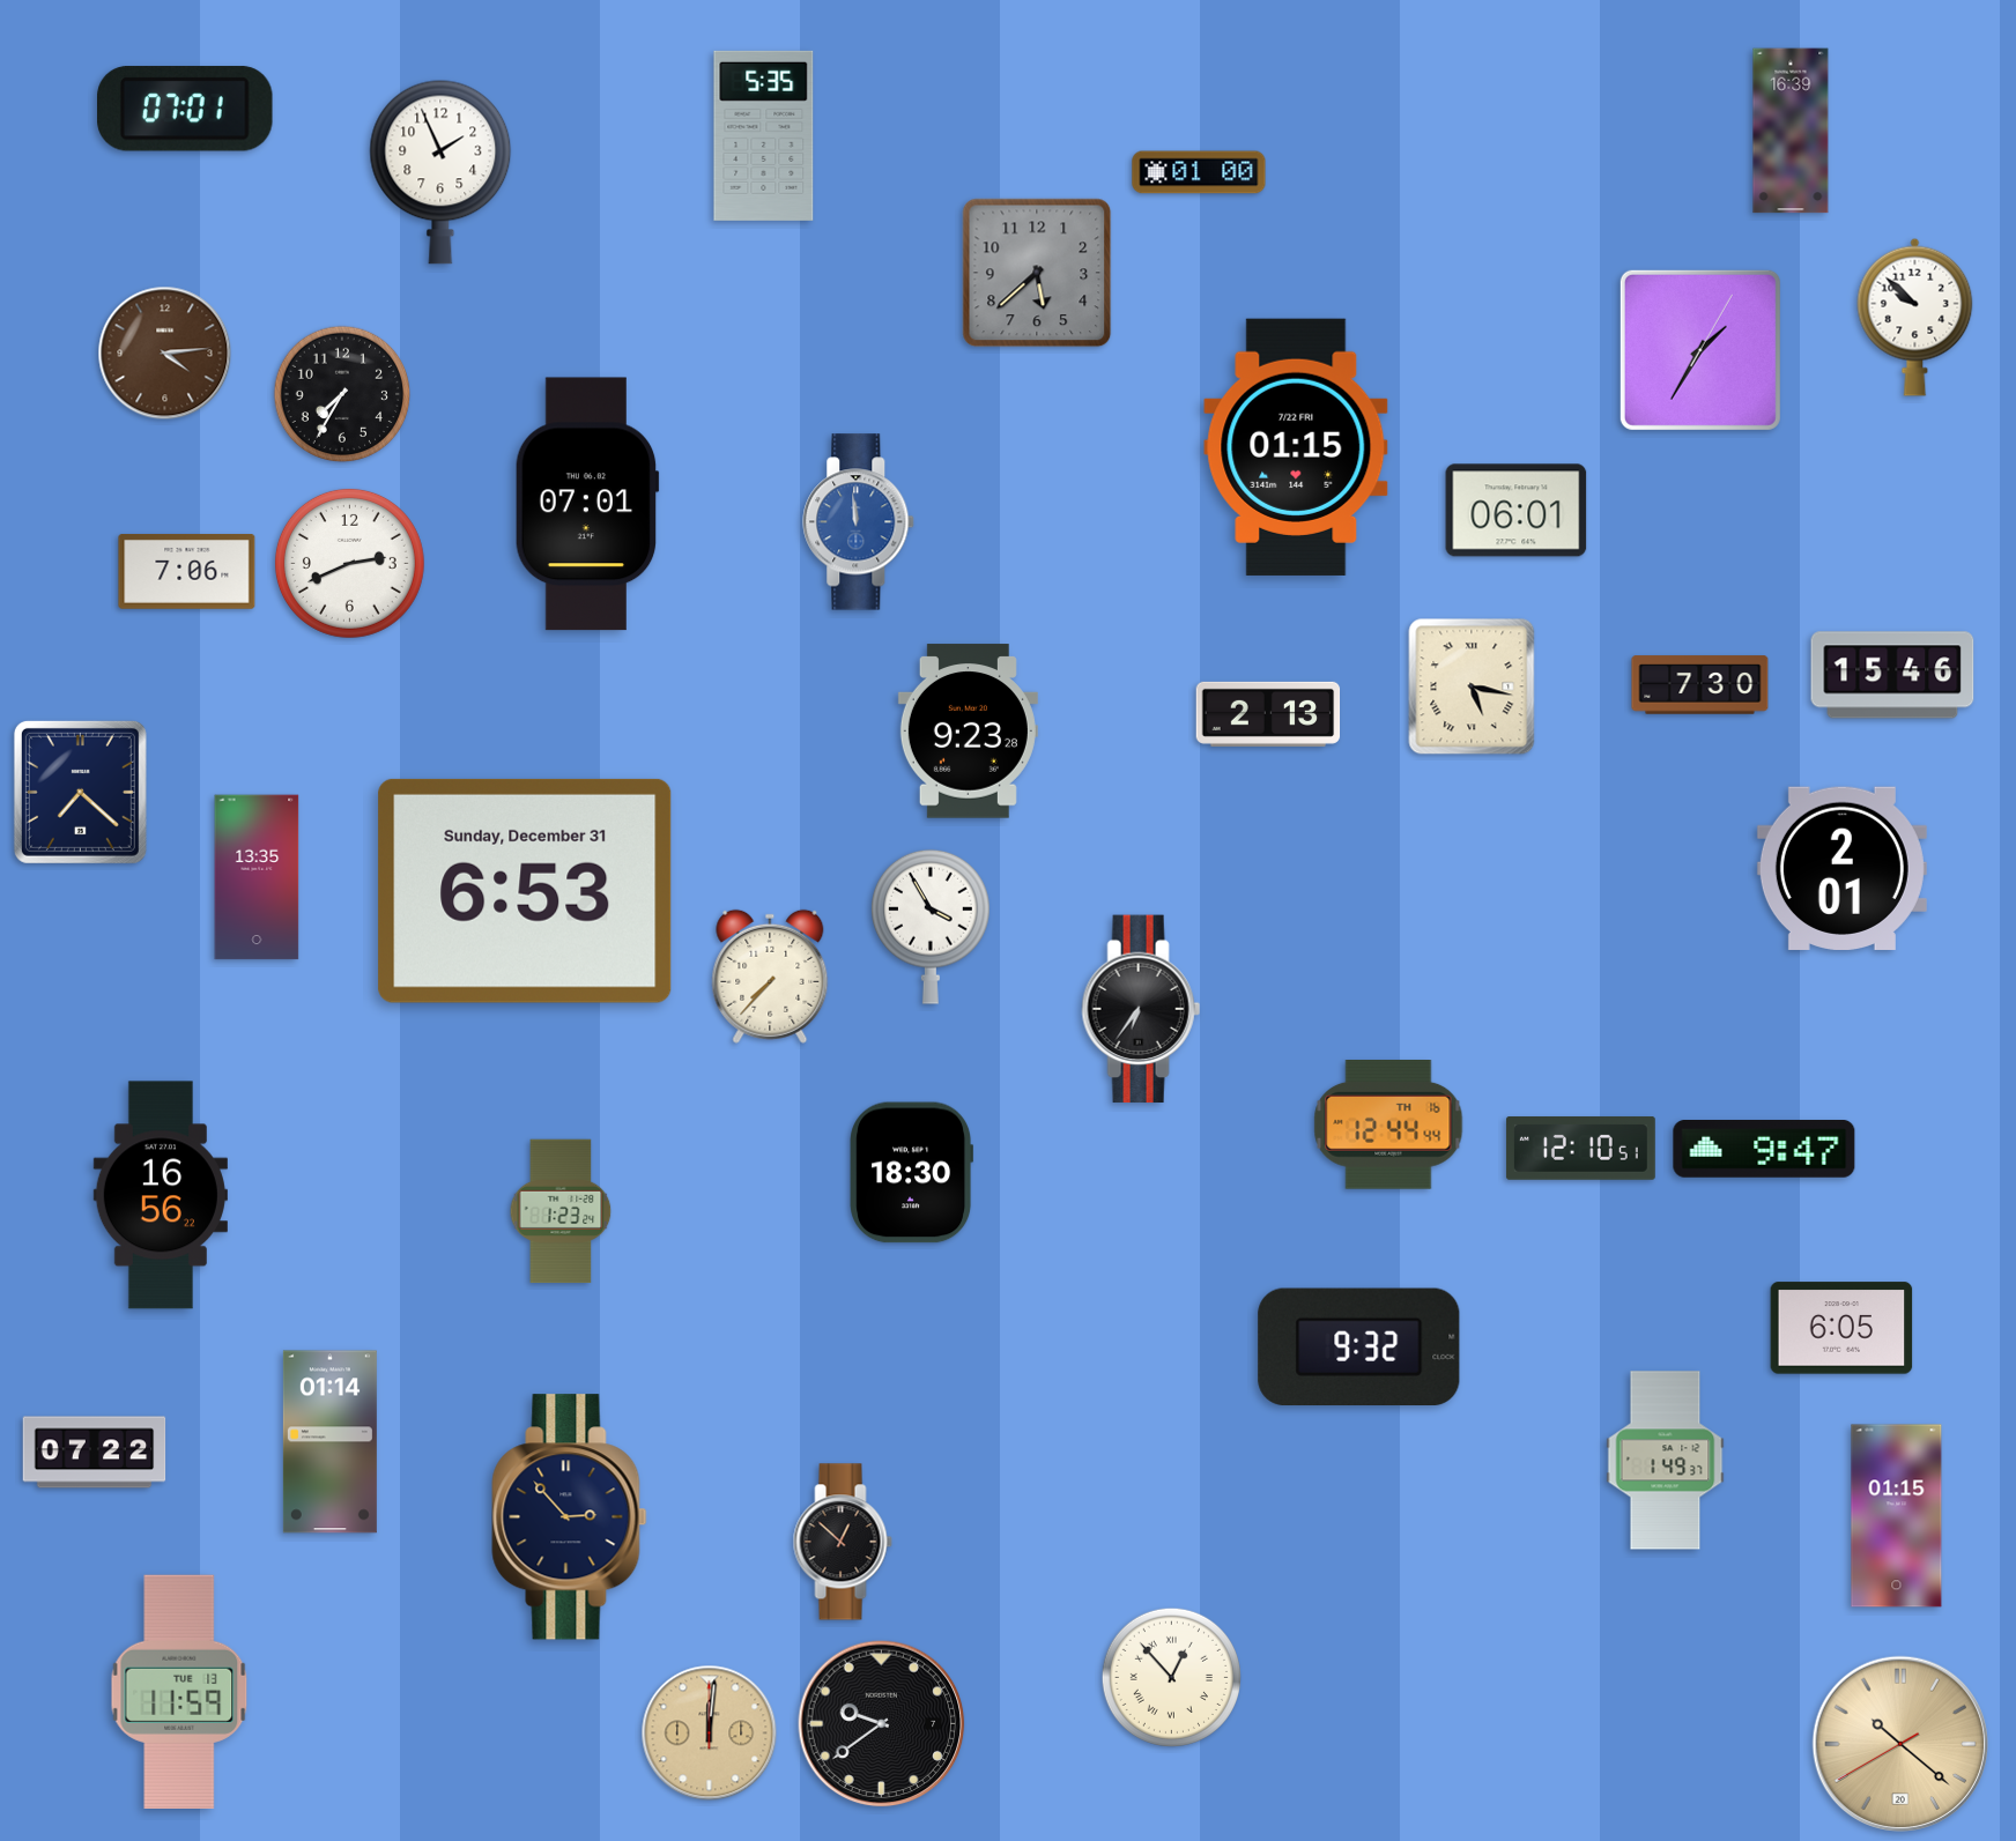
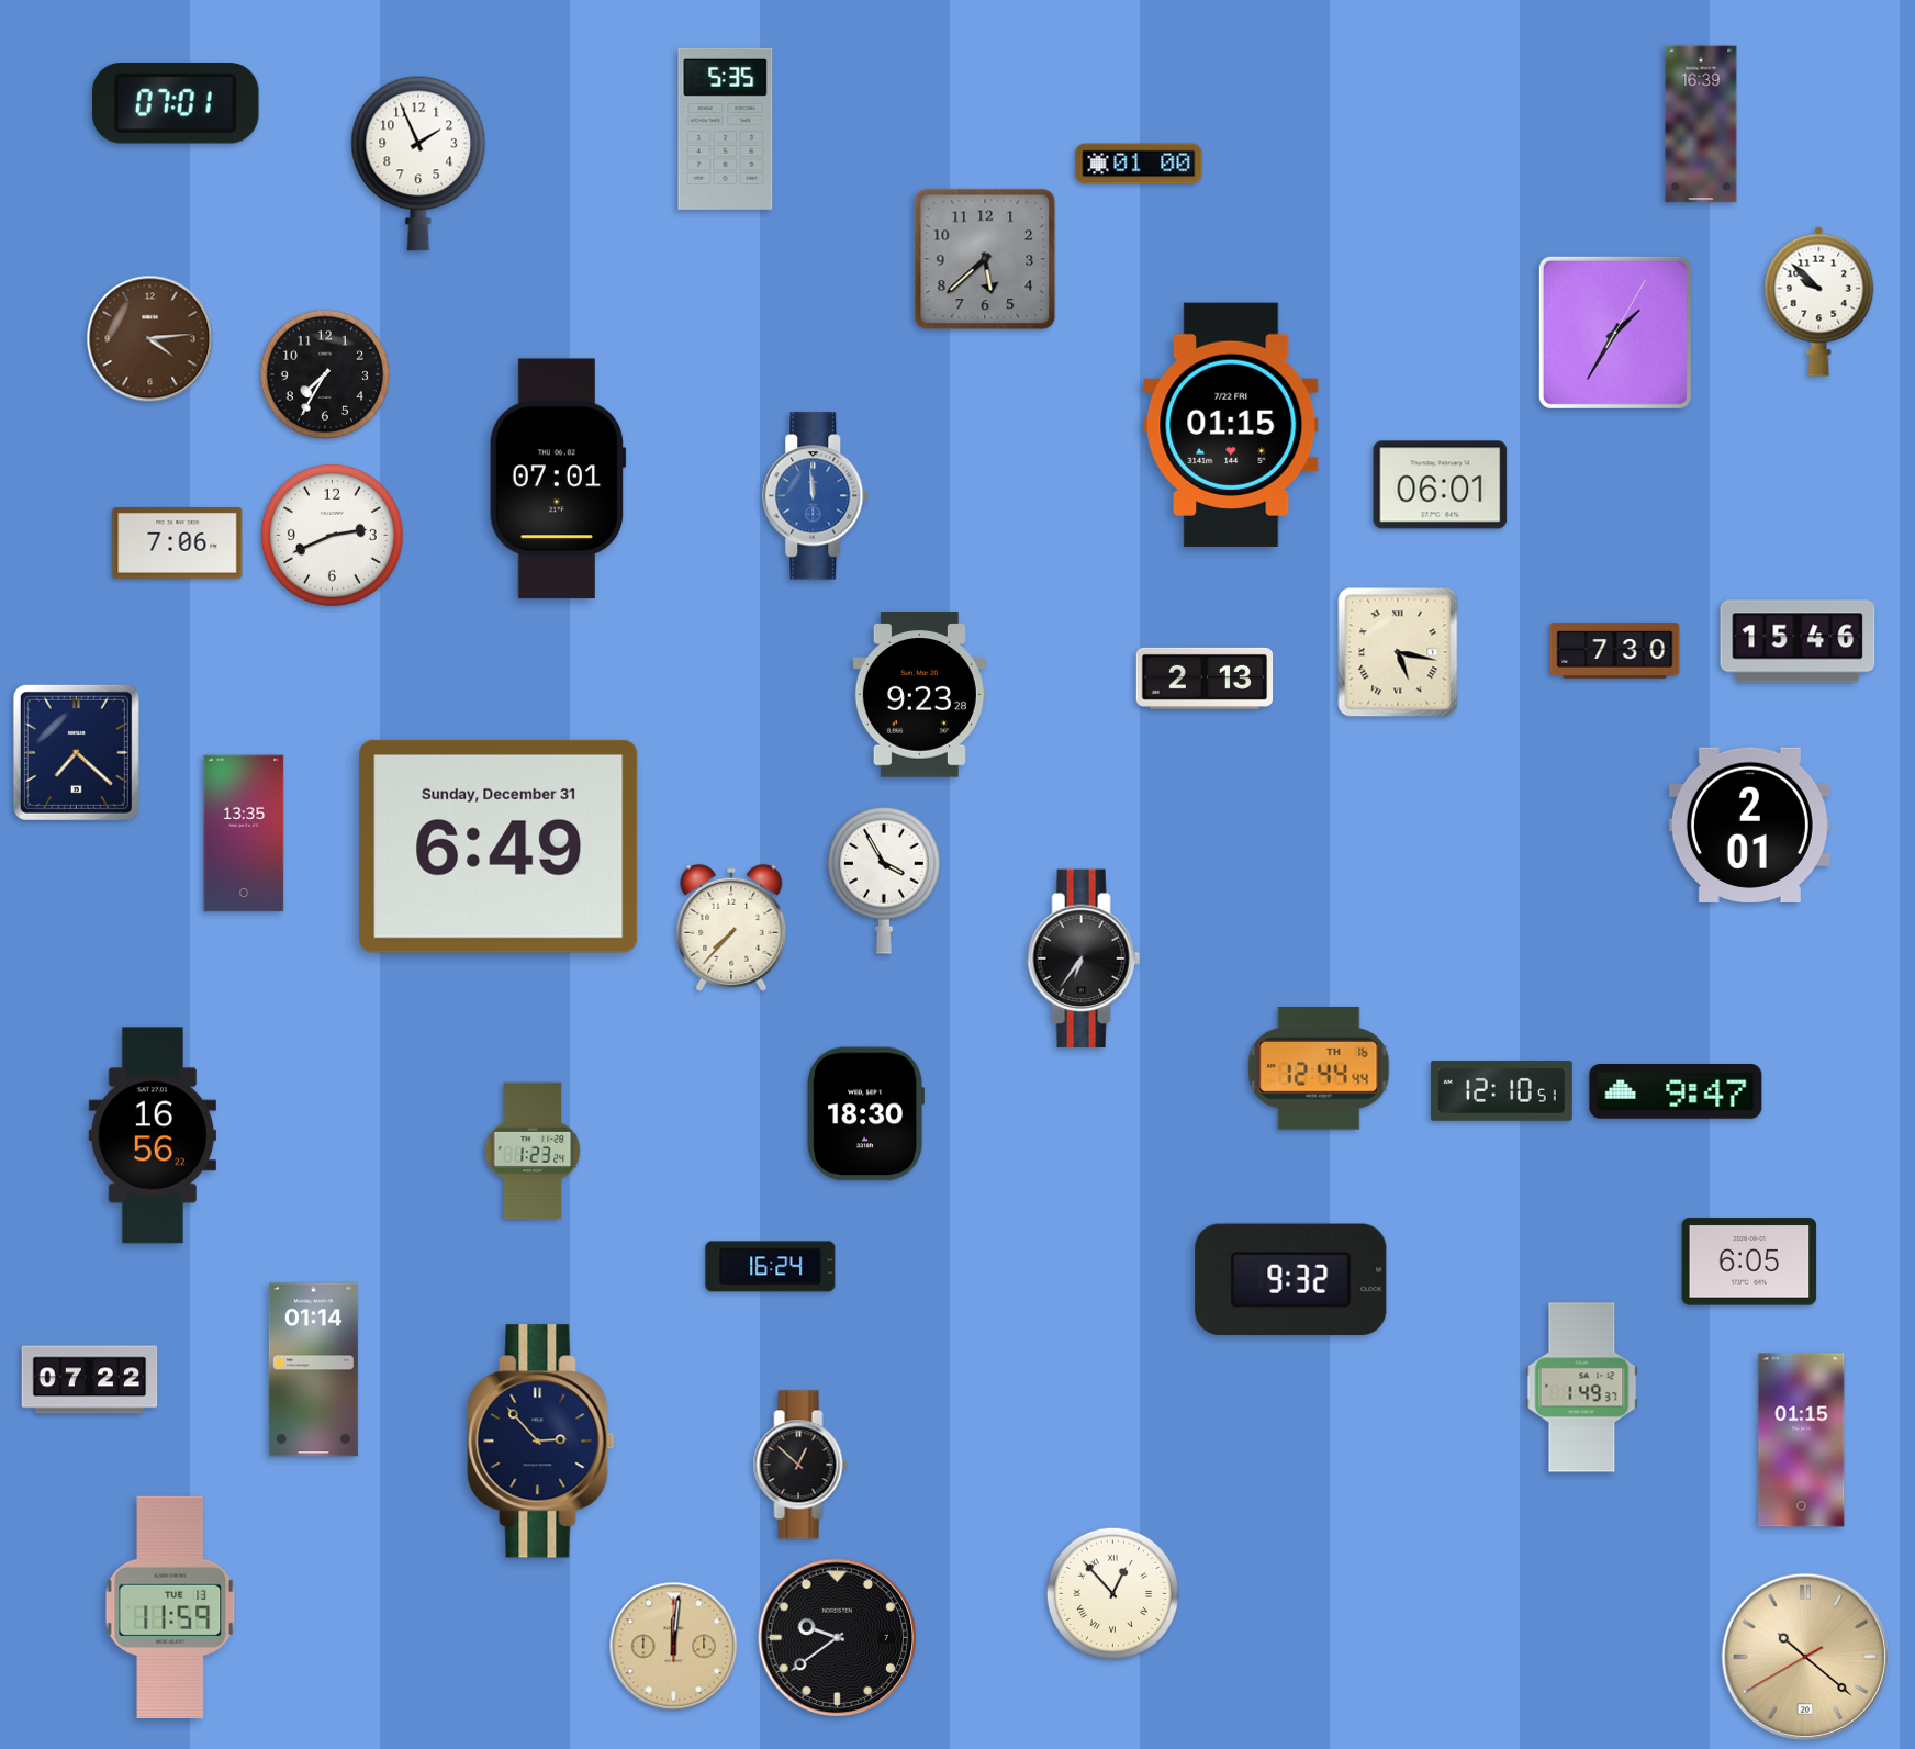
clock at (165, 354) position: (165, 354) -> (150, 339)
clock at (525, 891): 6:53 -> 6:49
clock at (771, 1267): none -> 16:24
